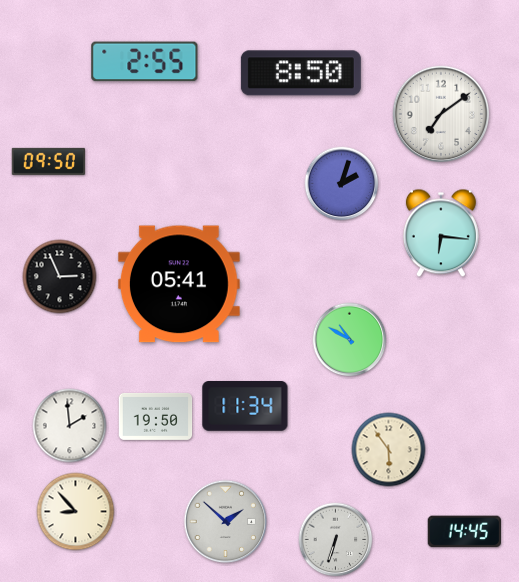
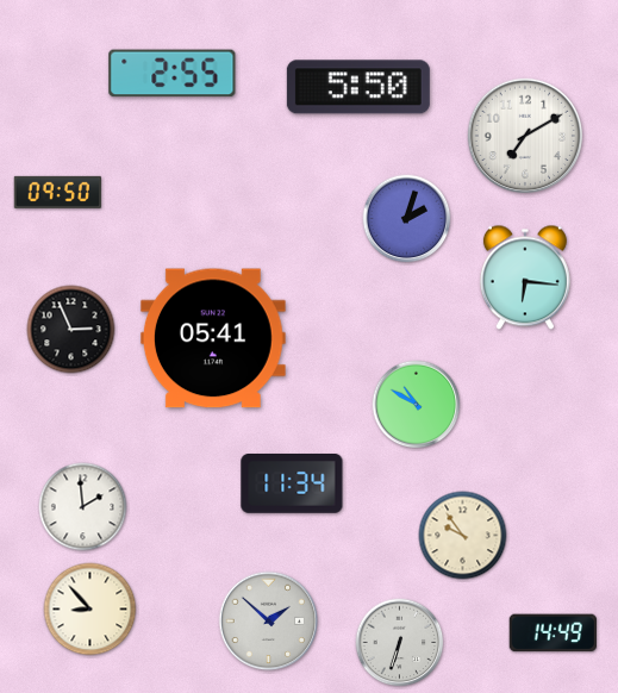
clock at (301, 73): 8:50 -> 5:50
clock at (441, 114): 7:09 -> 7:10
clock at (156, 416): 19:50 -> none
clock at (389, 450): 5:54 -> 9:54
clock at (464, 532): 14:45 -> 14:49
